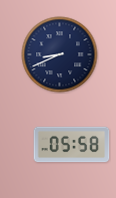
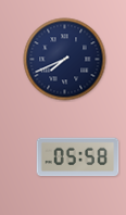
clock at (60, 55): 8:41 -> 7:41
